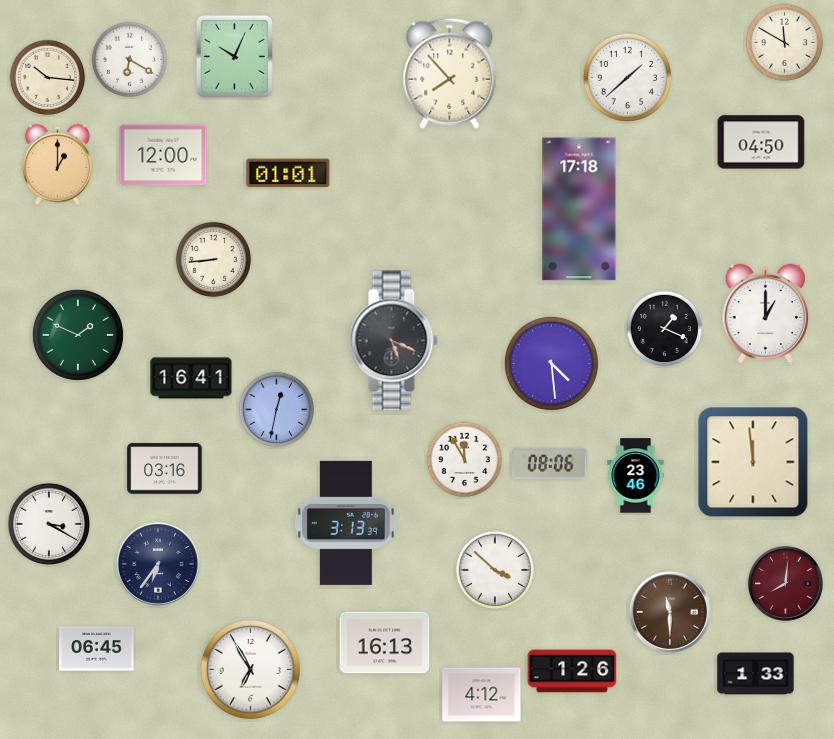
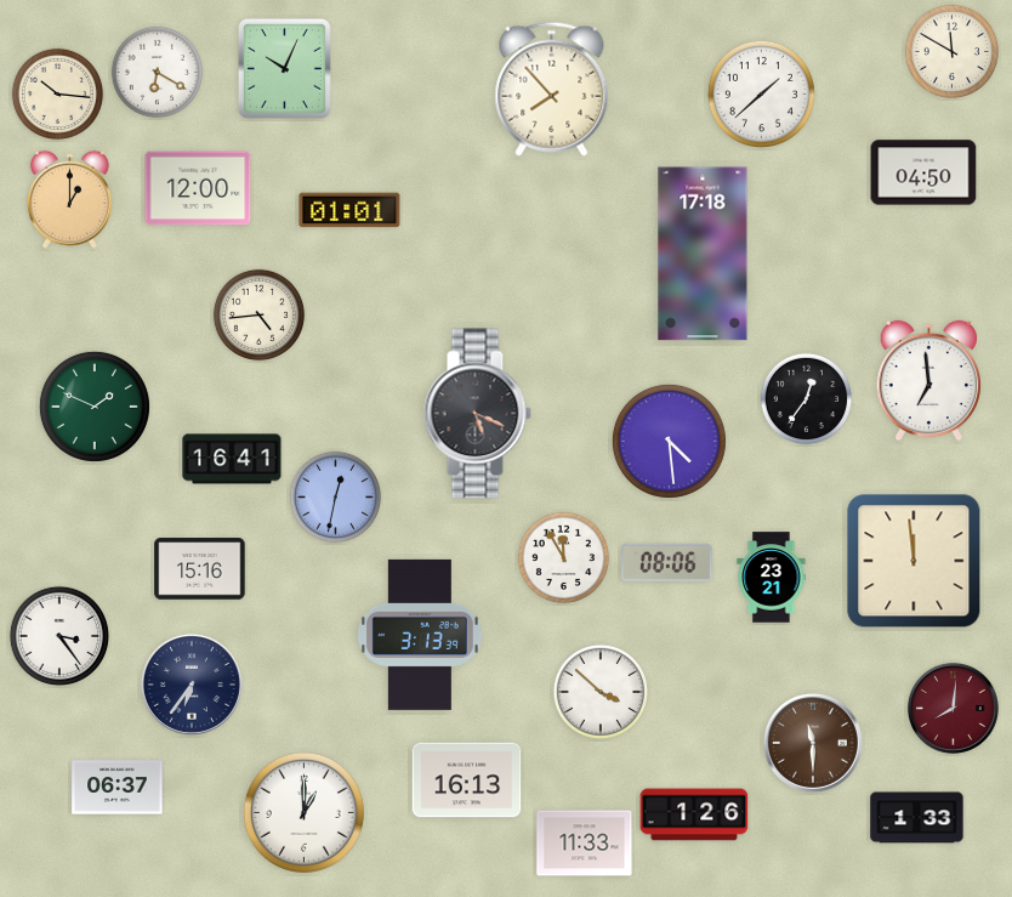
clock at (450, 73) position: (450, 73) -> (552, 89)
clock at (214, 260): 8:44 -> 4:44
clock at (765, 314): 1:00 -> 6:59
clock at (665, 329): 1:19 -> 12:36
clock at (165, 469): 03:16 -> 15:16
clock at (636, 476): 23:46 -> 23:21
clock at (49, 524): 3:20 -> 3:24
clock at (97, 649): 06:45 -> 06:37
clock at (250, 669): 6:55 -> 1:00
clock at (482, 695): 4:12 -> 11:33
